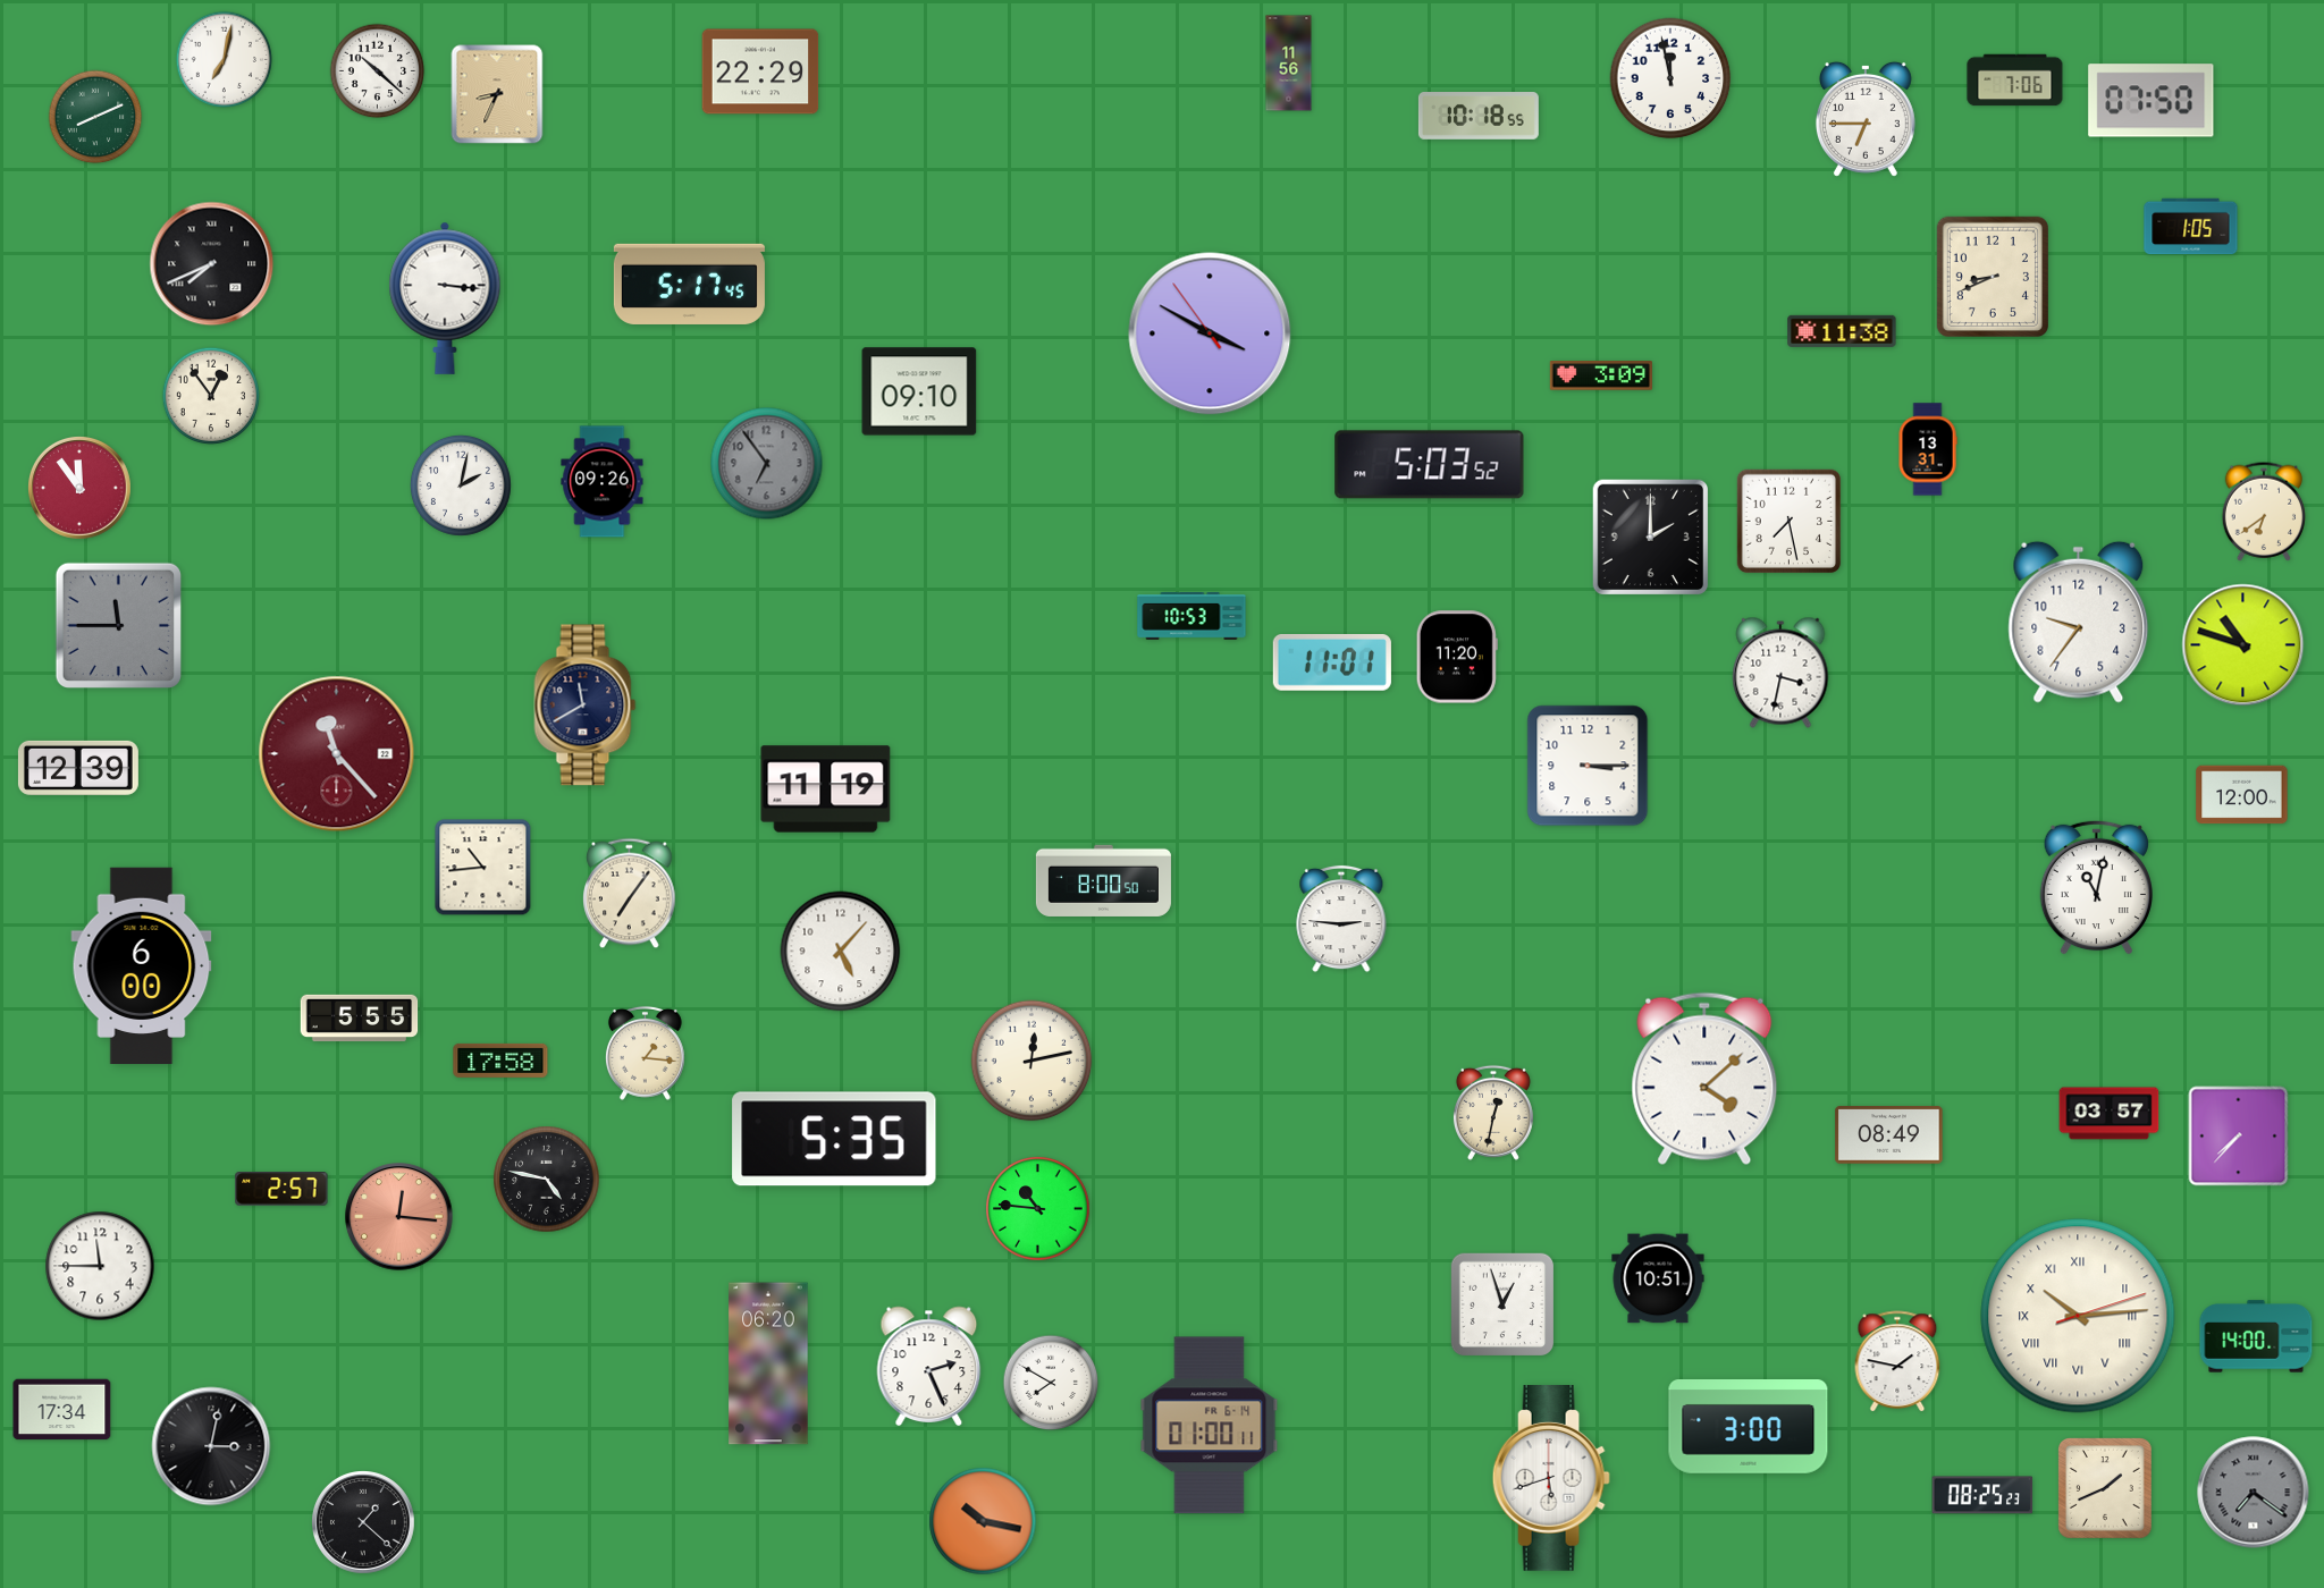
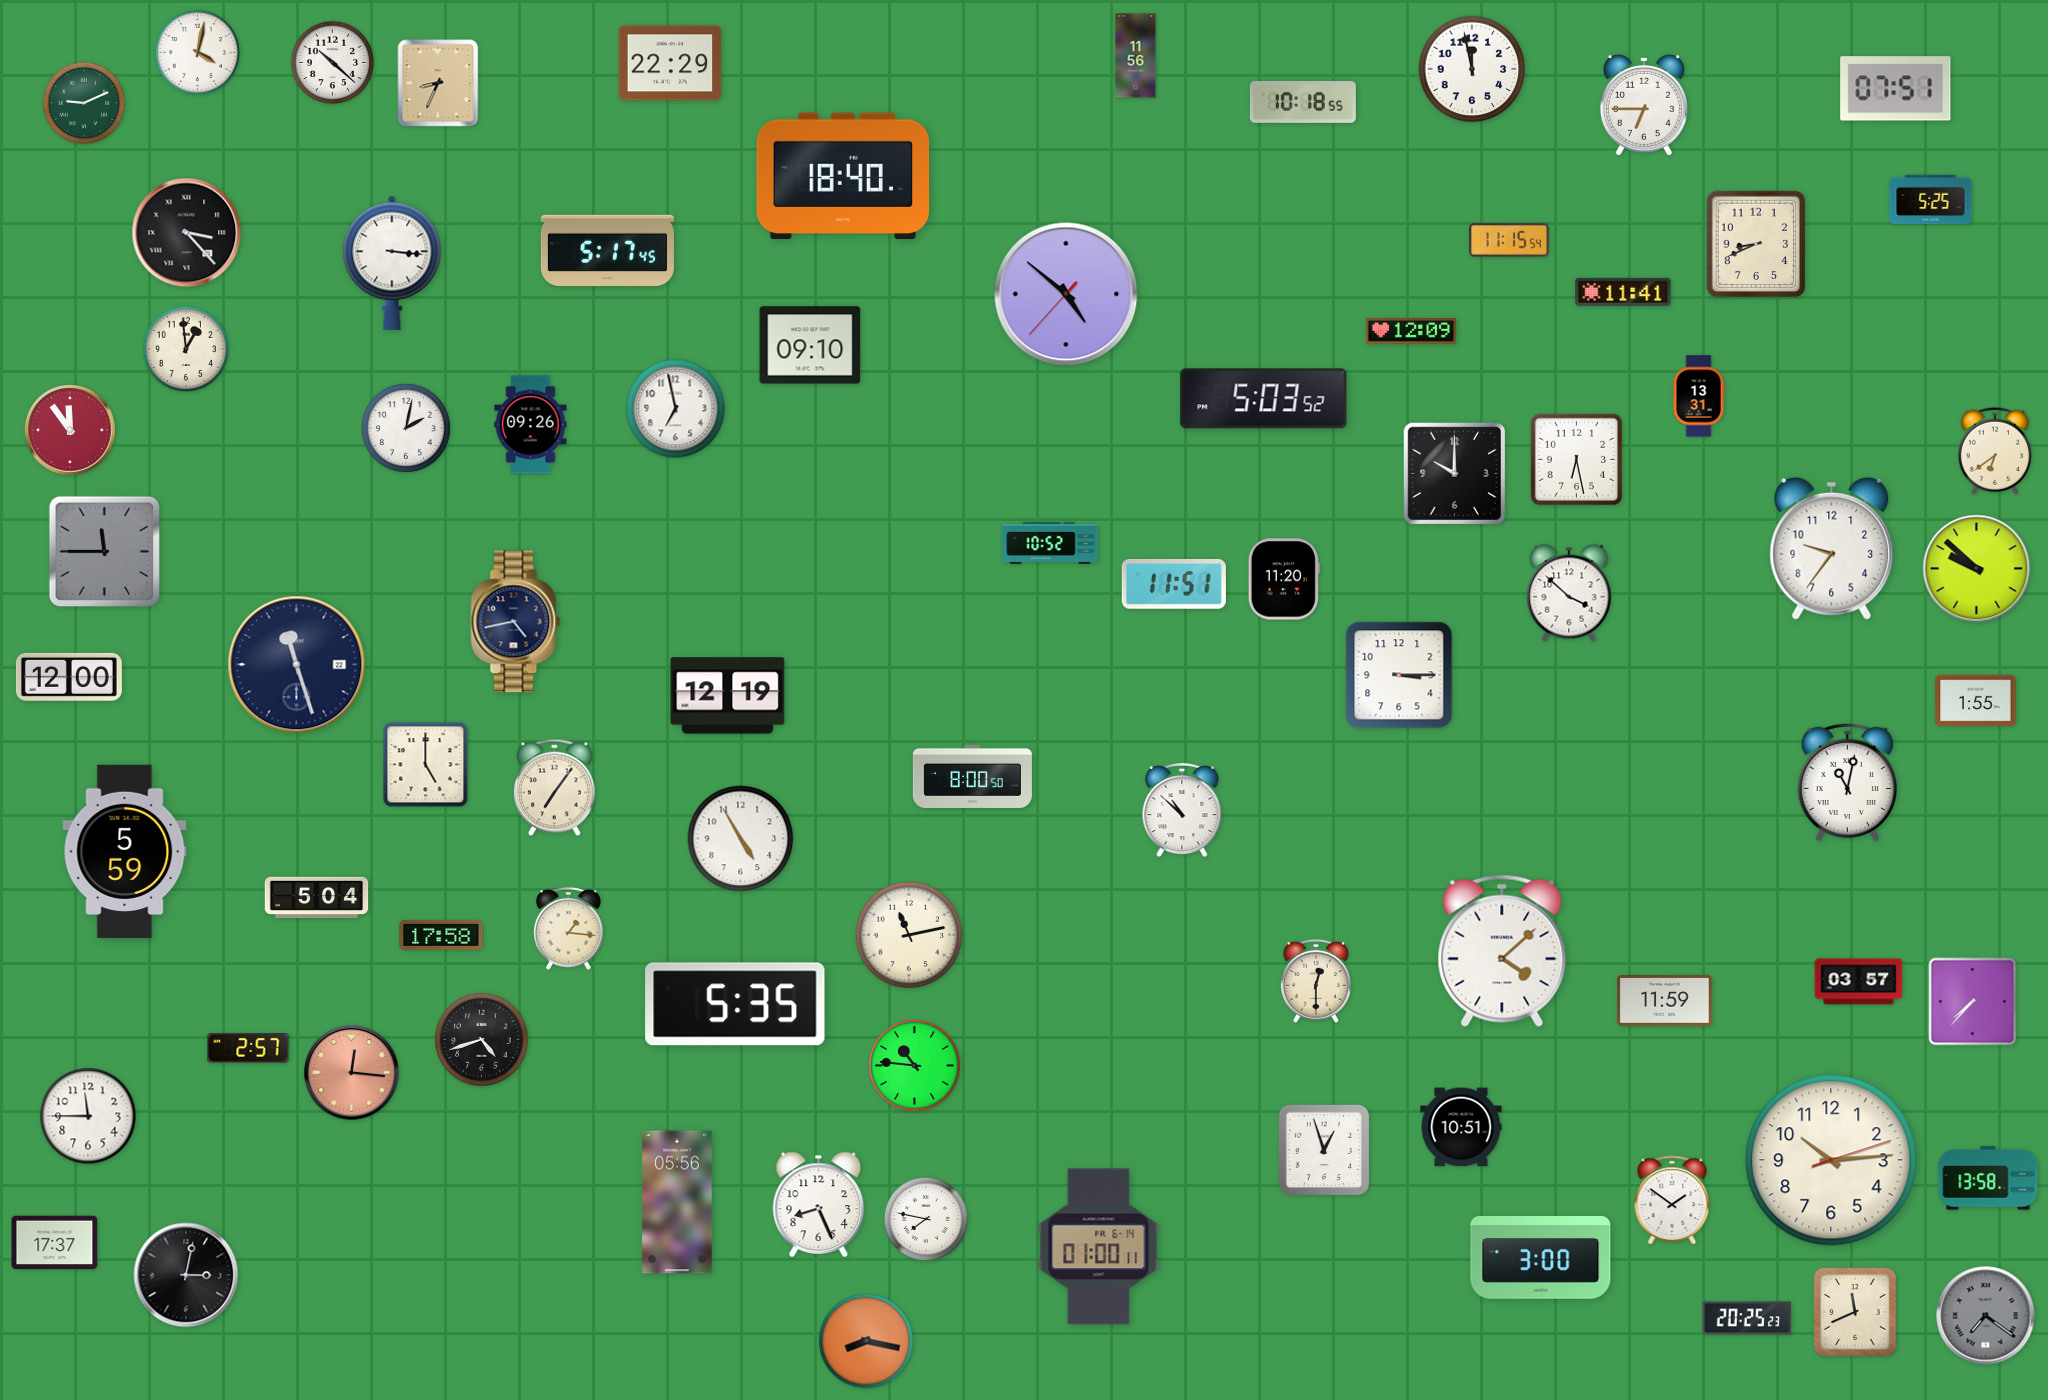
clock at (225, 60): 7:02 -> 4:02
clock at (2015, 81): 7:06 -> none
clock at (2152, 101): 07:50 -> 07:51
clock at (95, 117): 8:11 -> 9:11
clock at (843, 176): none -> 18:40
clock at (2191, 227): 1:05 -> 5:25
clock at (212, 264): 7:41 -> 3:23
clock at (1509, 240): none -> 11:15
clock at (1842, 331): 11:38 -> 11:41
clock at (1210, 333): 3:49 -> 4:51
clock at (1601, 375): 3:09 -> 12:09
clock at (210, 395): 12:54 -> 12:59
clock at (767, 464): 6:54 -> 6:58
clock at (767, 464) dial: grey -> white
clock at (1430, 465) position: (1430, 465) -> (1264, 399)
clock at (1790, 522): 7:28 -> 6:28
clock at (1650, 537): 2:00 -> 10:00
clock at (1192, 617): 10:53 -> 10:52
clock at (2243, 645): 10:48 -> 9:52
clock at (1332, 662): 11:01 -> 11:51
clock at (1780, 673): 3:32 -> 3:52
clock at (586, 706): 11:40 -> 4:43
clock at (337, 754): 11:23 -> 11:27
clock at (337, 754) dial: burgundy -> navy
clock at (78, 768): 12:39 -> 12:00
clock at (826, 789): 11:19 -> 12:19
clock at (2242, 795): 12:00 -> 1:55
clock at (483, 868): 10:44 -> 5:00
clock at (1341, 919): 2:46 -> 10:52
clock at (841, 952): 5:07 -> 4:55
clock at (142, 966): 6:00 -> 5:59
clock at (360, 1019): 5:55 -> 5:04
clock at (1032, 1061): 12:13 -> 11:13
clock at (1493, 1113): 12:32 -> 12:30
clock at (1889, 1135): 08:49 -> 11:59
clock at (547, 1180): 4:47 -> 4:42
clock at (2078, 1316) numerals: Roman -> Arabic
clock at (2256, 1336): 14:00 -> 13:58
clock at (1897, 1361): 1:47 -> 1:51
clock at (768, 1363): 06:20 -> 05:56
clock at (929, 1366): 2:26 -> 8:26
clock at (1051, 1383): 7:50 -> 7:47
clock at (62, 1410): 17:34 -> 17:37
clock at (1210, 1426) position: (1210, 1426) -> (1099, 1247)
clock at (1551, 1479): 5:42 -> none
clock at (2106, 1489): 1:41 -> 11:41
clock at (1982, 1495): 08:25 -> 20:25
clock at (983, 1521): 10:17 -> 8:17
clock at (364, 1523): 1:22 -> none
